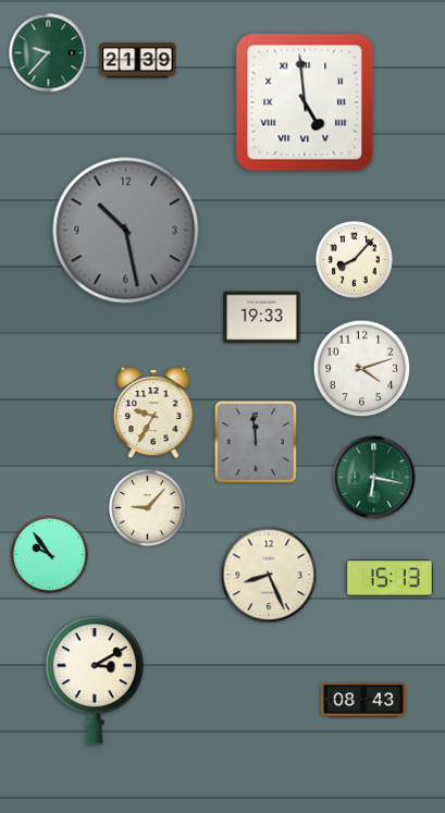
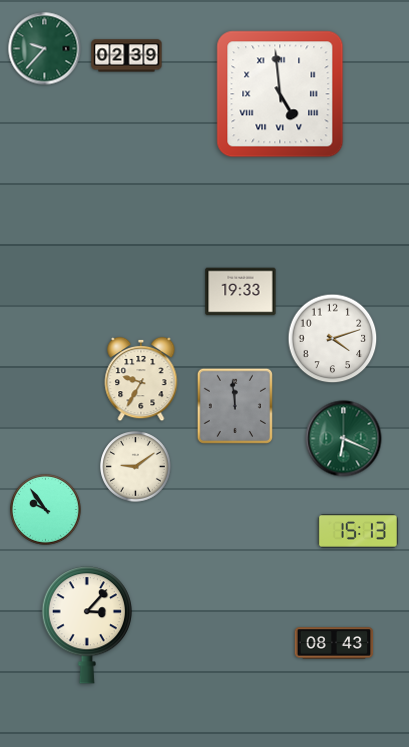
clock at (138, 61): 21:39 -> 02:39
clock at (126, 231): 10:28 -> none
clock at (355, 260): 8:07 -> none
clock at (374, 478): 6:17 -> 6:19
clock at (148, 508): 9:07 -> 9:09
clock at (269, 575): 8:26 -> none
clock at (95, 680): 3:10 -> 3:07
